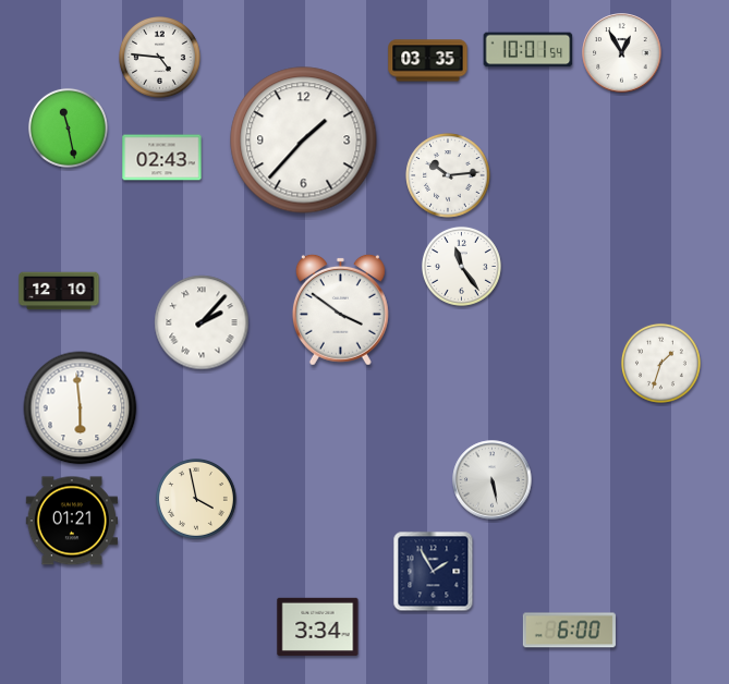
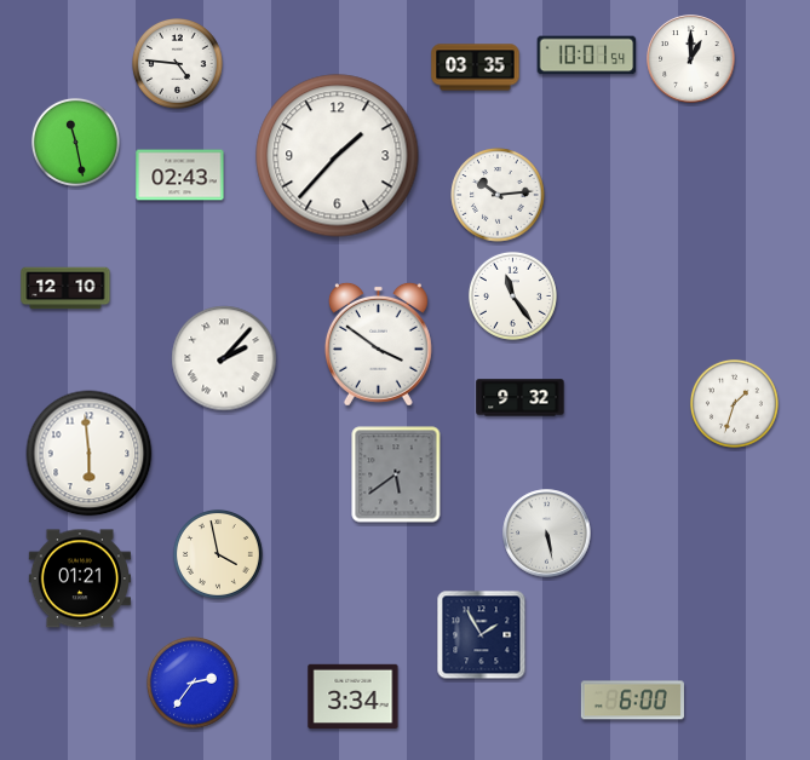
clock at (622, 53): 12:55 -> 1:00
clock at (59, 291) position: (59, 291) -> (65, 288)
clock at (521, 398): none -> 9:32
clock at (396, 474): none -> 5:39
clock at (194, 684): none -> 2:36
